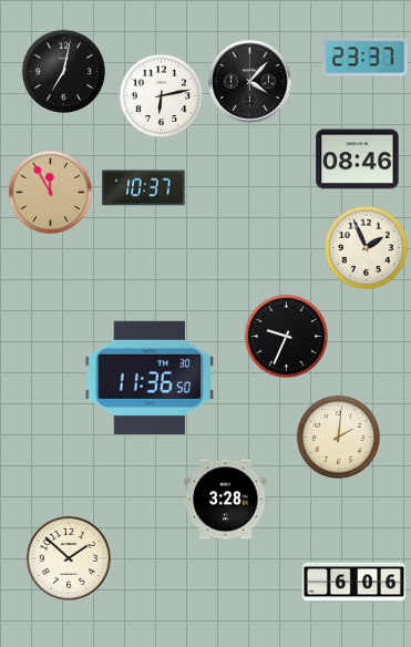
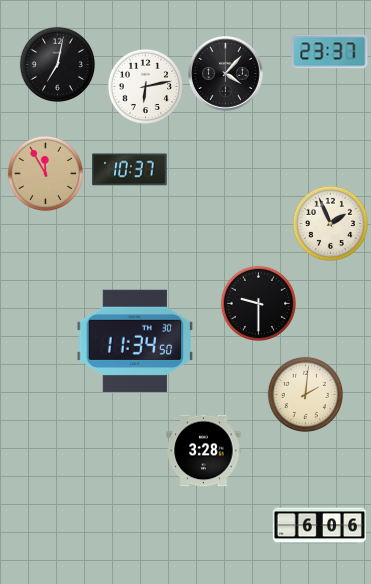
clock at (358, 160): 08:46 -> none
clock at (286, 336): 9:34 -> 9:30
clock at (150, 378): 11:36 -> 11:34
clock at (68, 557): 1:52 -> none
